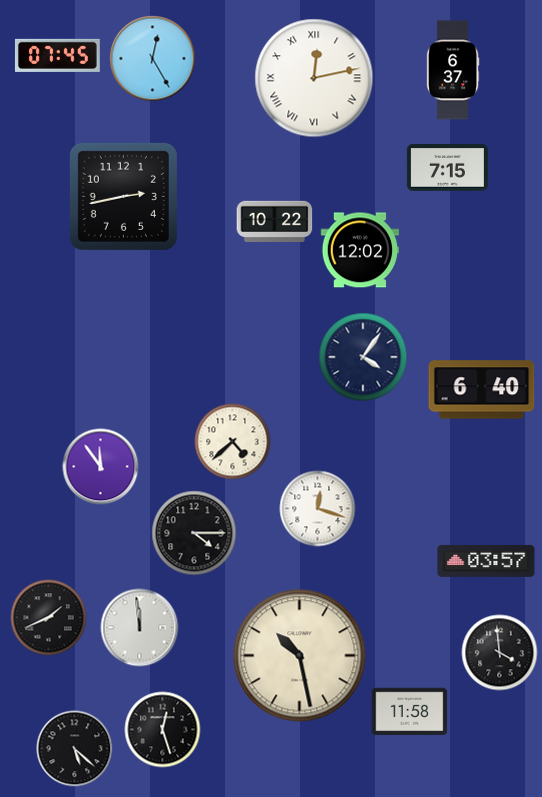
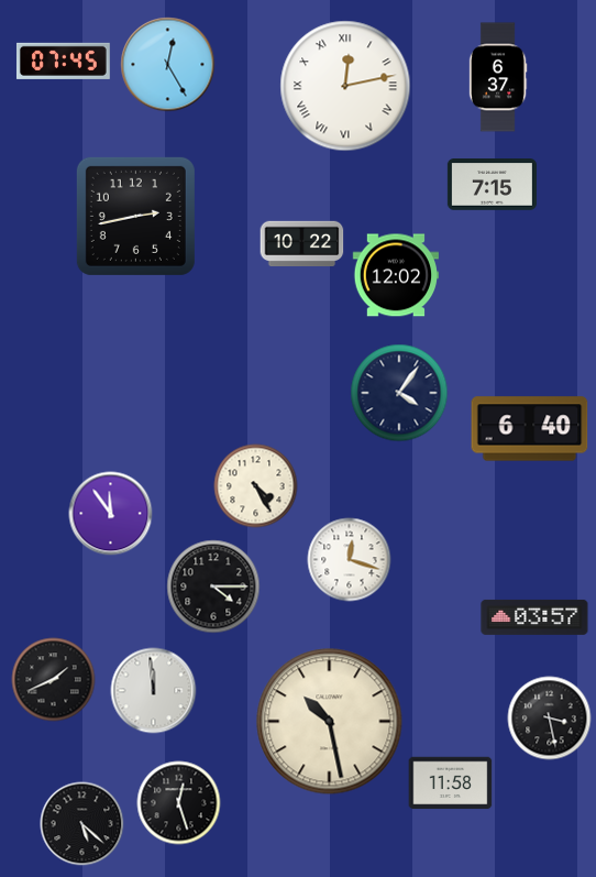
clock at (233, 442): 4:38 -> 4:25
clock at (500, 653): 3:59 -> 3:28
